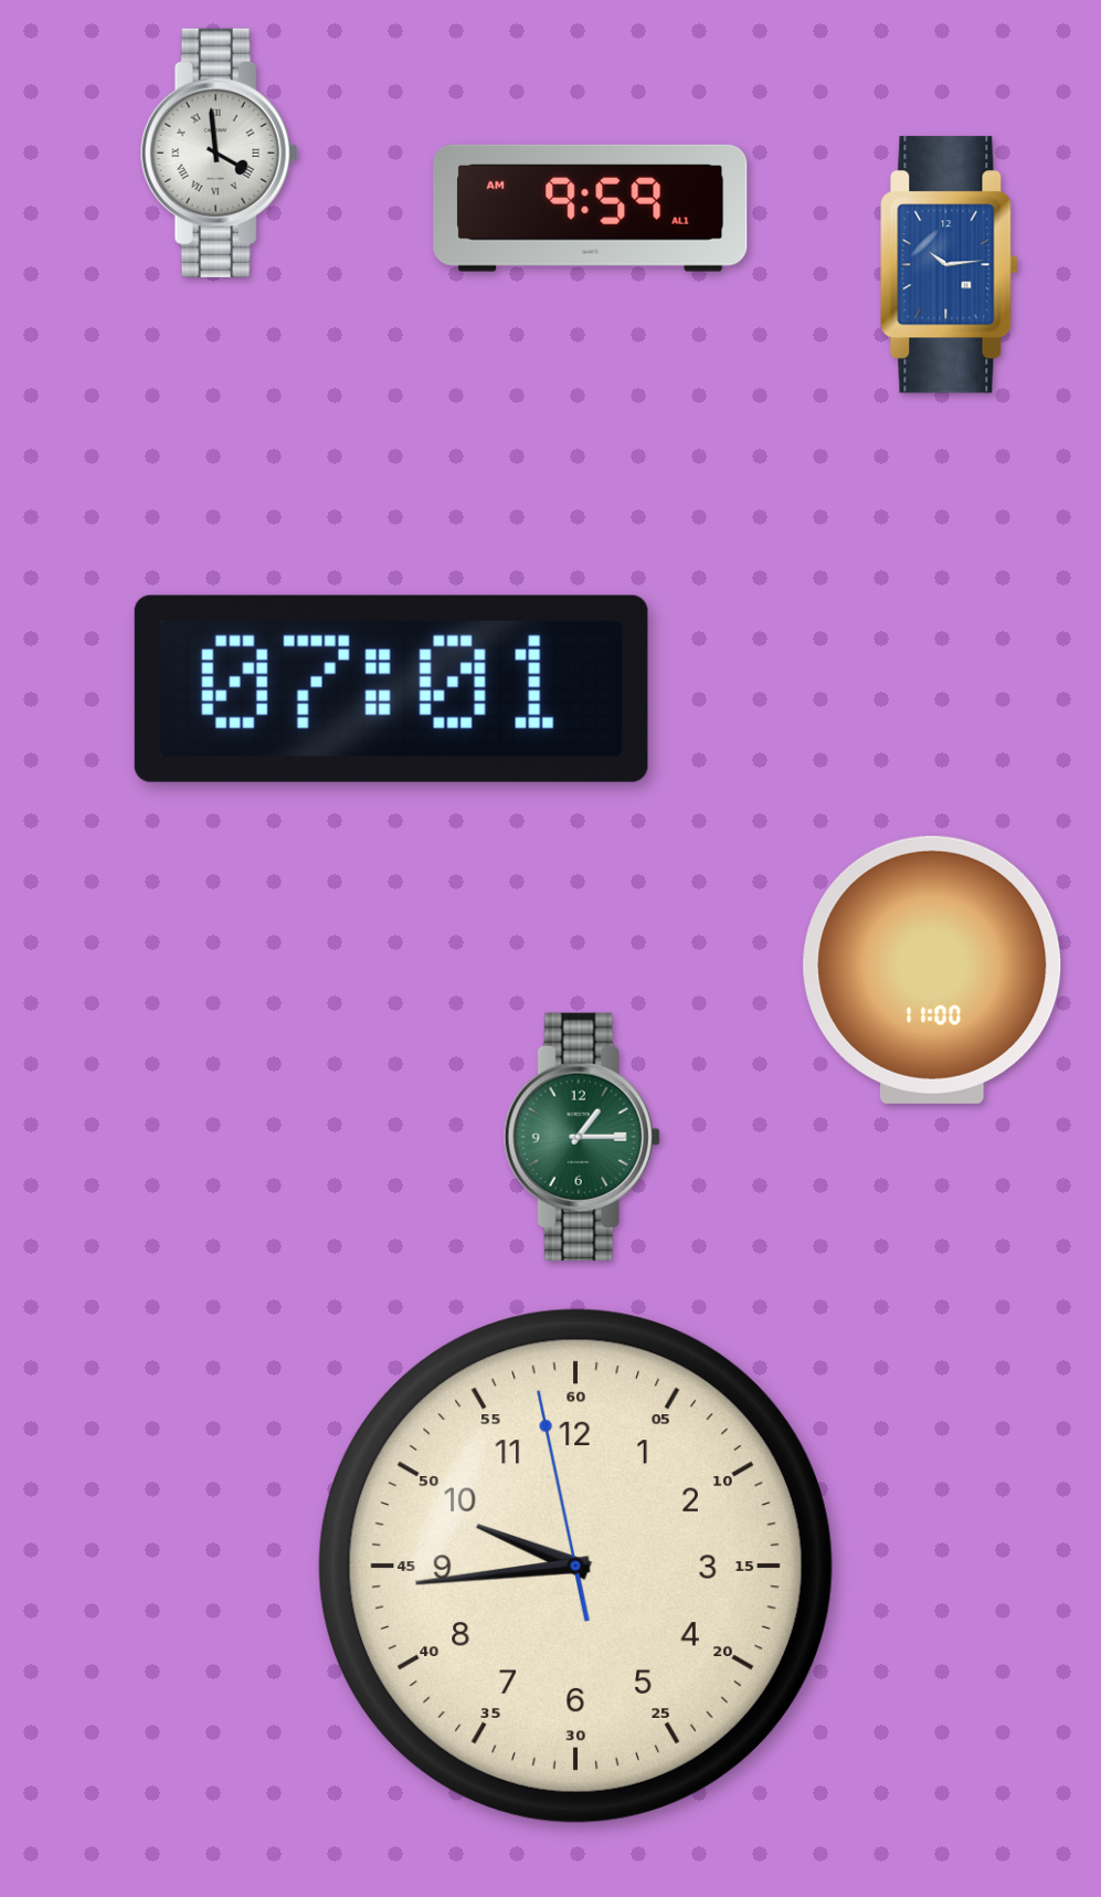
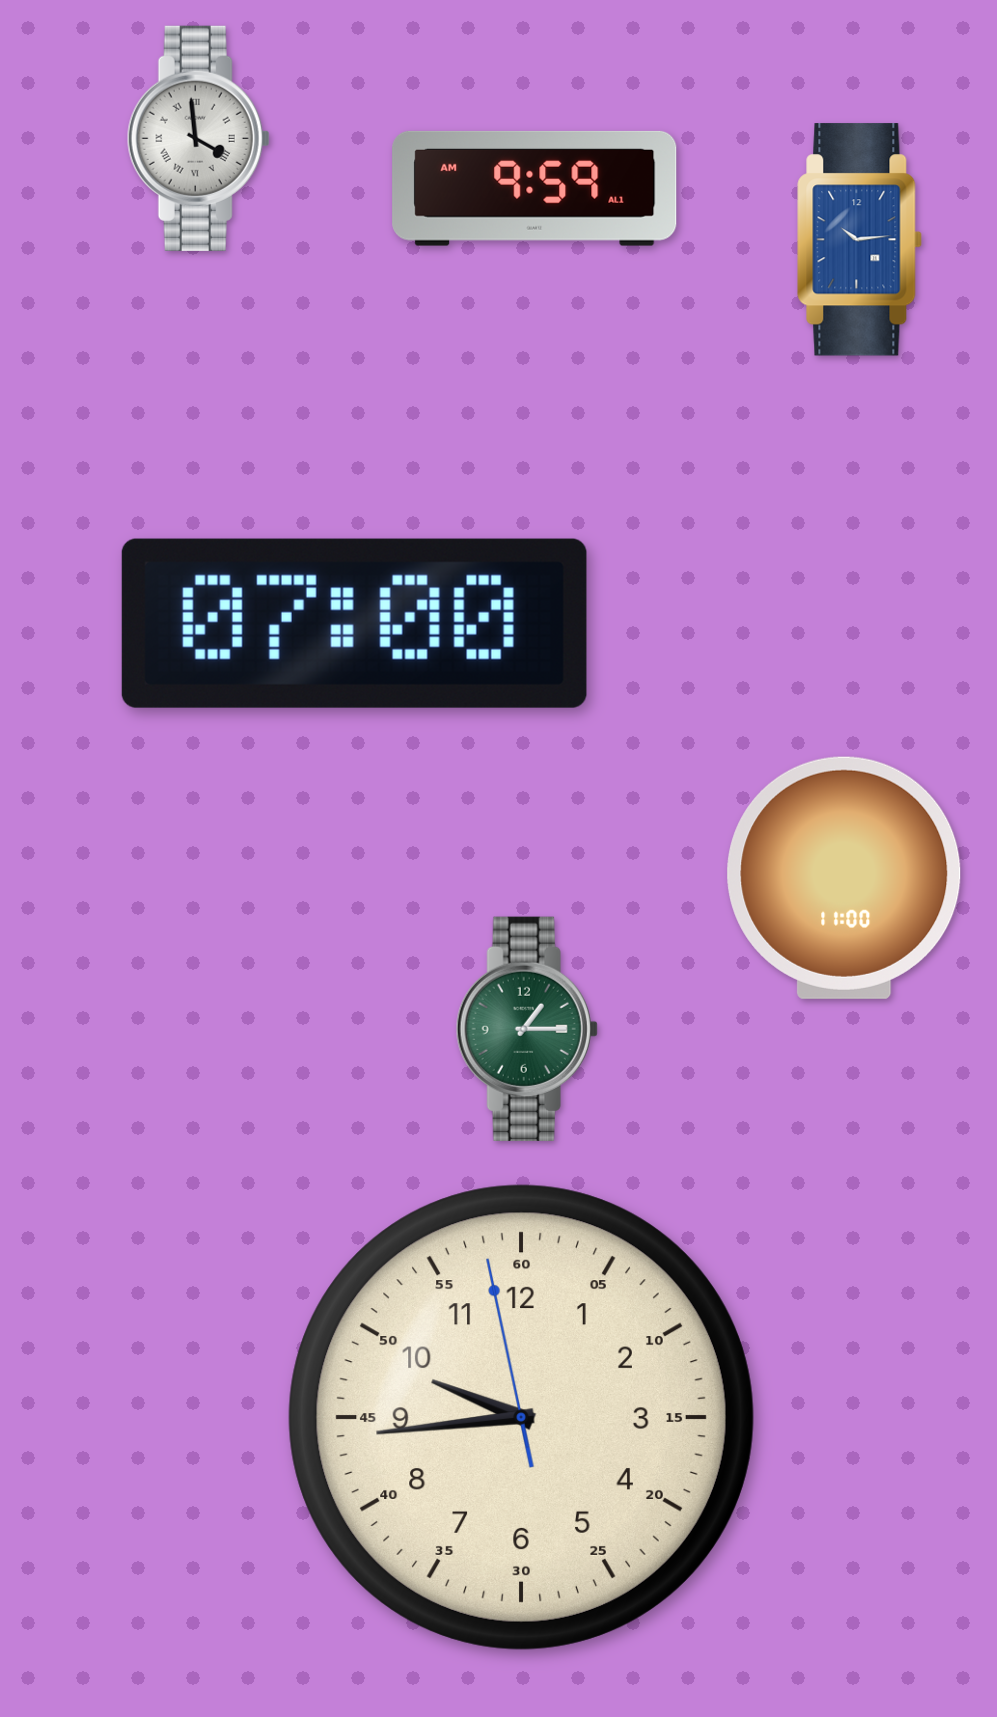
clock at (391, 688): 07:01 -> 07:00
